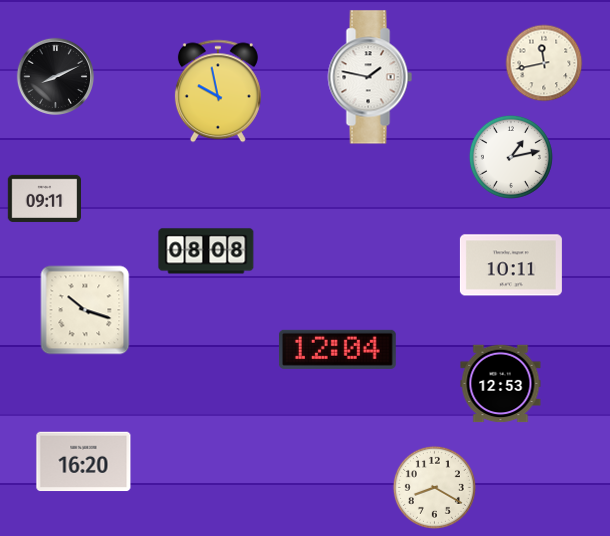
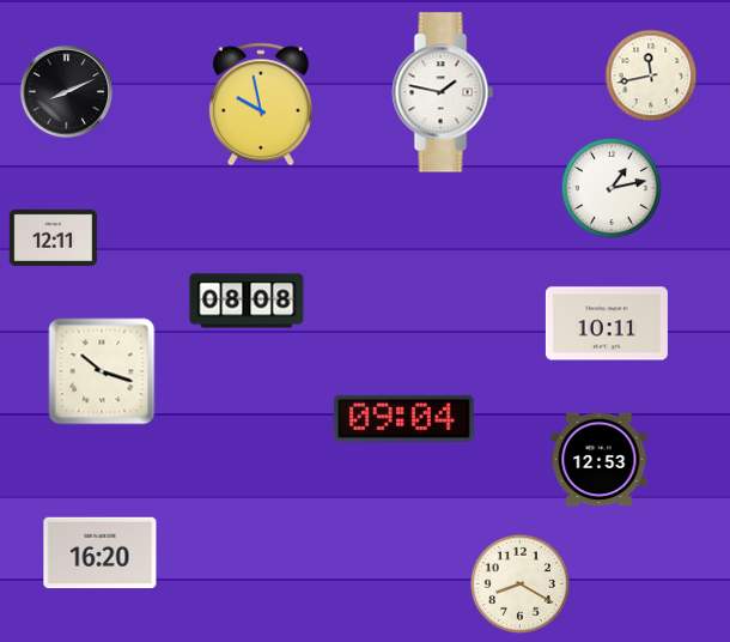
clock at (218, 91) position: (218, 91) -> (261, 104)
clock at (44, 198): 09:11 -> 12:11
clock at (511, 265) position: (511, 265) -> (607, 323)
clock at (337, 349): 12:04 -> 09:04
